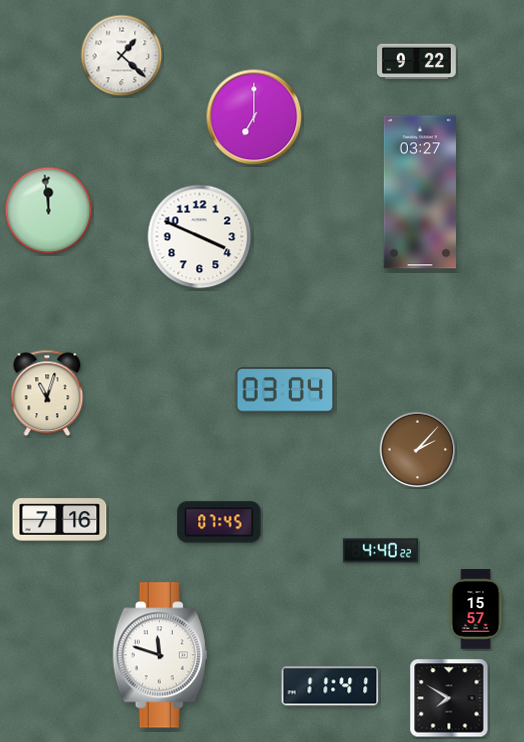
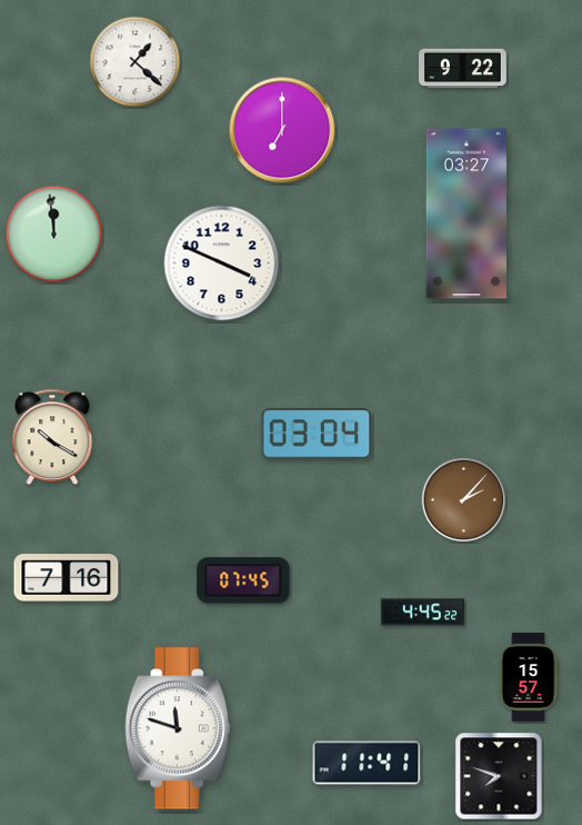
clock at (47, 393): 11:03 -> 10:20
clock at (380, 551): 4:40 -> 4:45
clock at (449, 698): 7:50 -> 7:48
